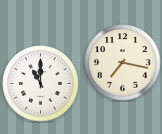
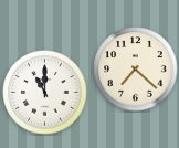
clock at (123, 63): 7:17 -> 7:22
